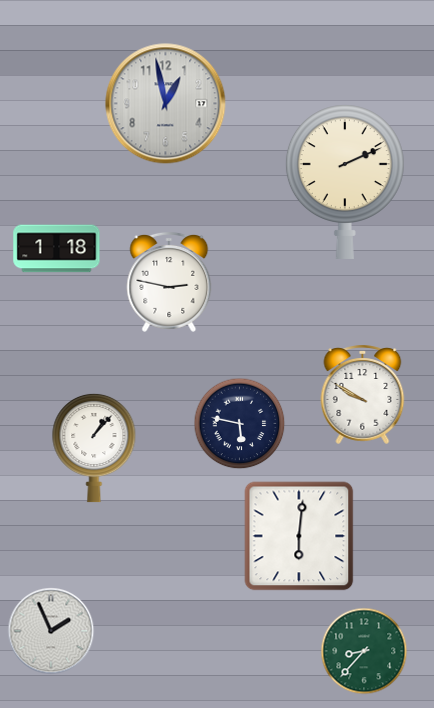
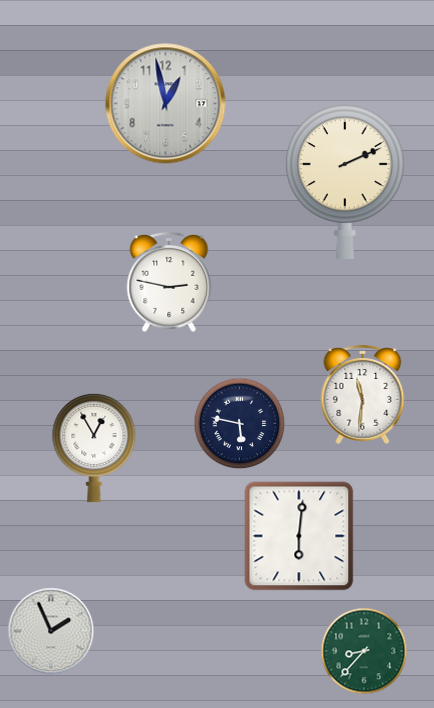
clock at (57, 249): 1:18 -> none
clock at (363, 394): 9:50 -> 11:31
clock at (94, 448): 1:07 -> 12:55
